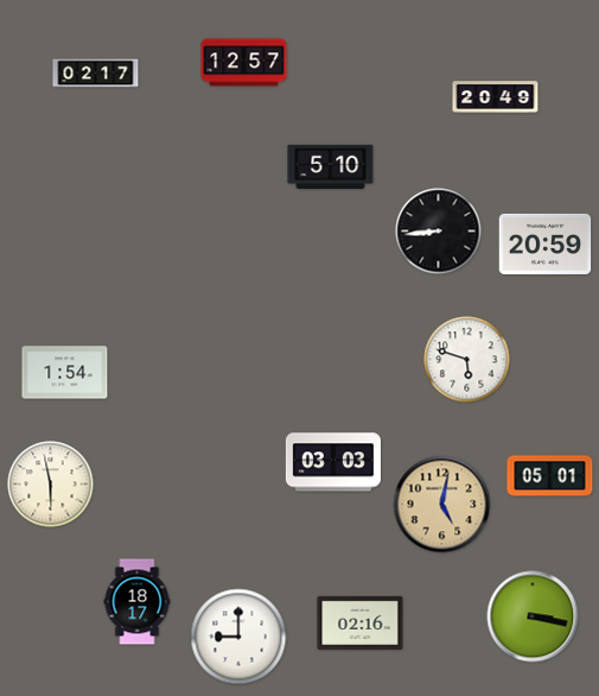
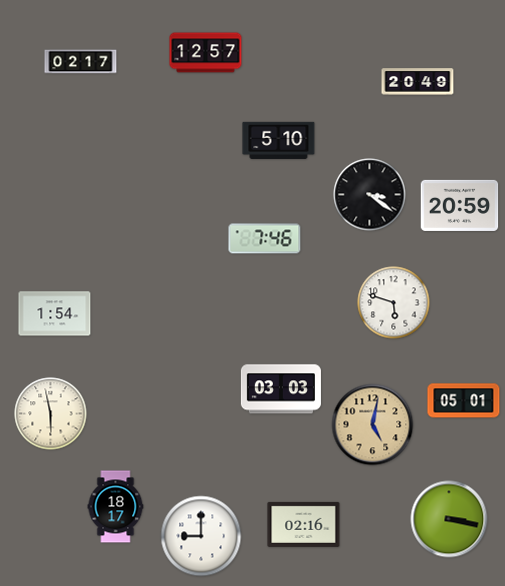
clock at (439, 232): 8:44 -> 3:21
clock at (265, 239): none -> 7:46
clock at (51, 485) position: (51, 485) -> (51, 414)
